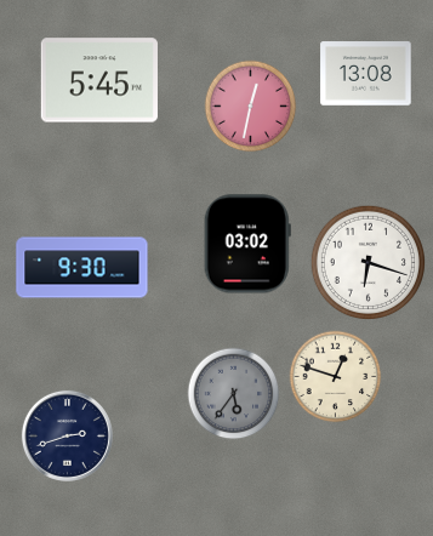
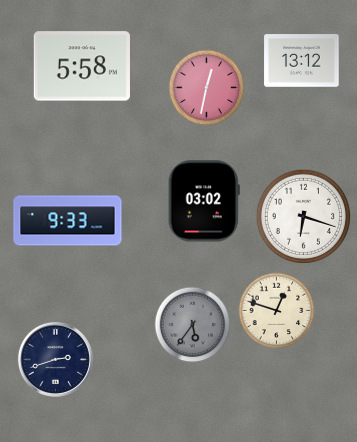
clock at (366, 74): 13:08 -> 13:12
clock at (99, 80): 5:45 -> 5:58
clock at (82, 268): 9:30 -> 9:33
